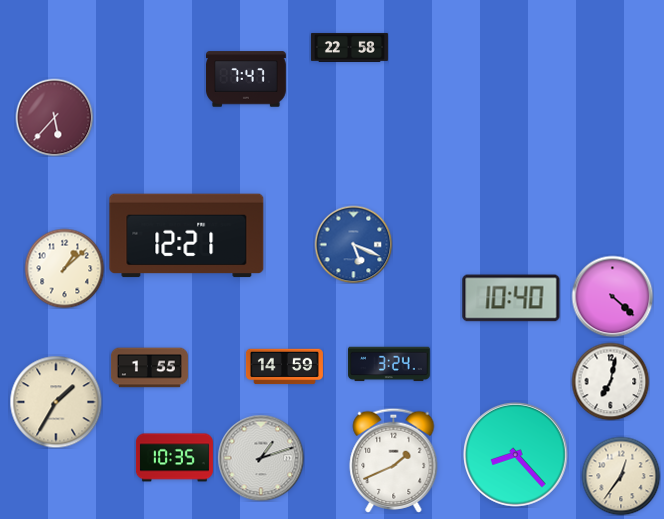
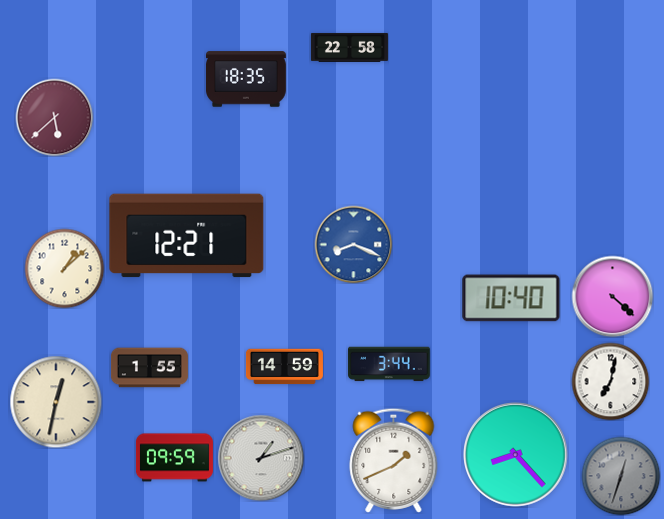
clock at (247, 79): 7:47 -> 18:35
clock at (54, 117): 5:37 -> 5:38
clock at (353, 244): 5:19 -> 8:19
clock at (389, 364): 3:24 -> 3:44
clock at (56, 402): 1:35 -> 12:32
clock at (174, 458): 10:35 -> 09:59
clock at (621, 476): 12:36 -> 12:33
clock at (621, 476) dial: cream -> grey
